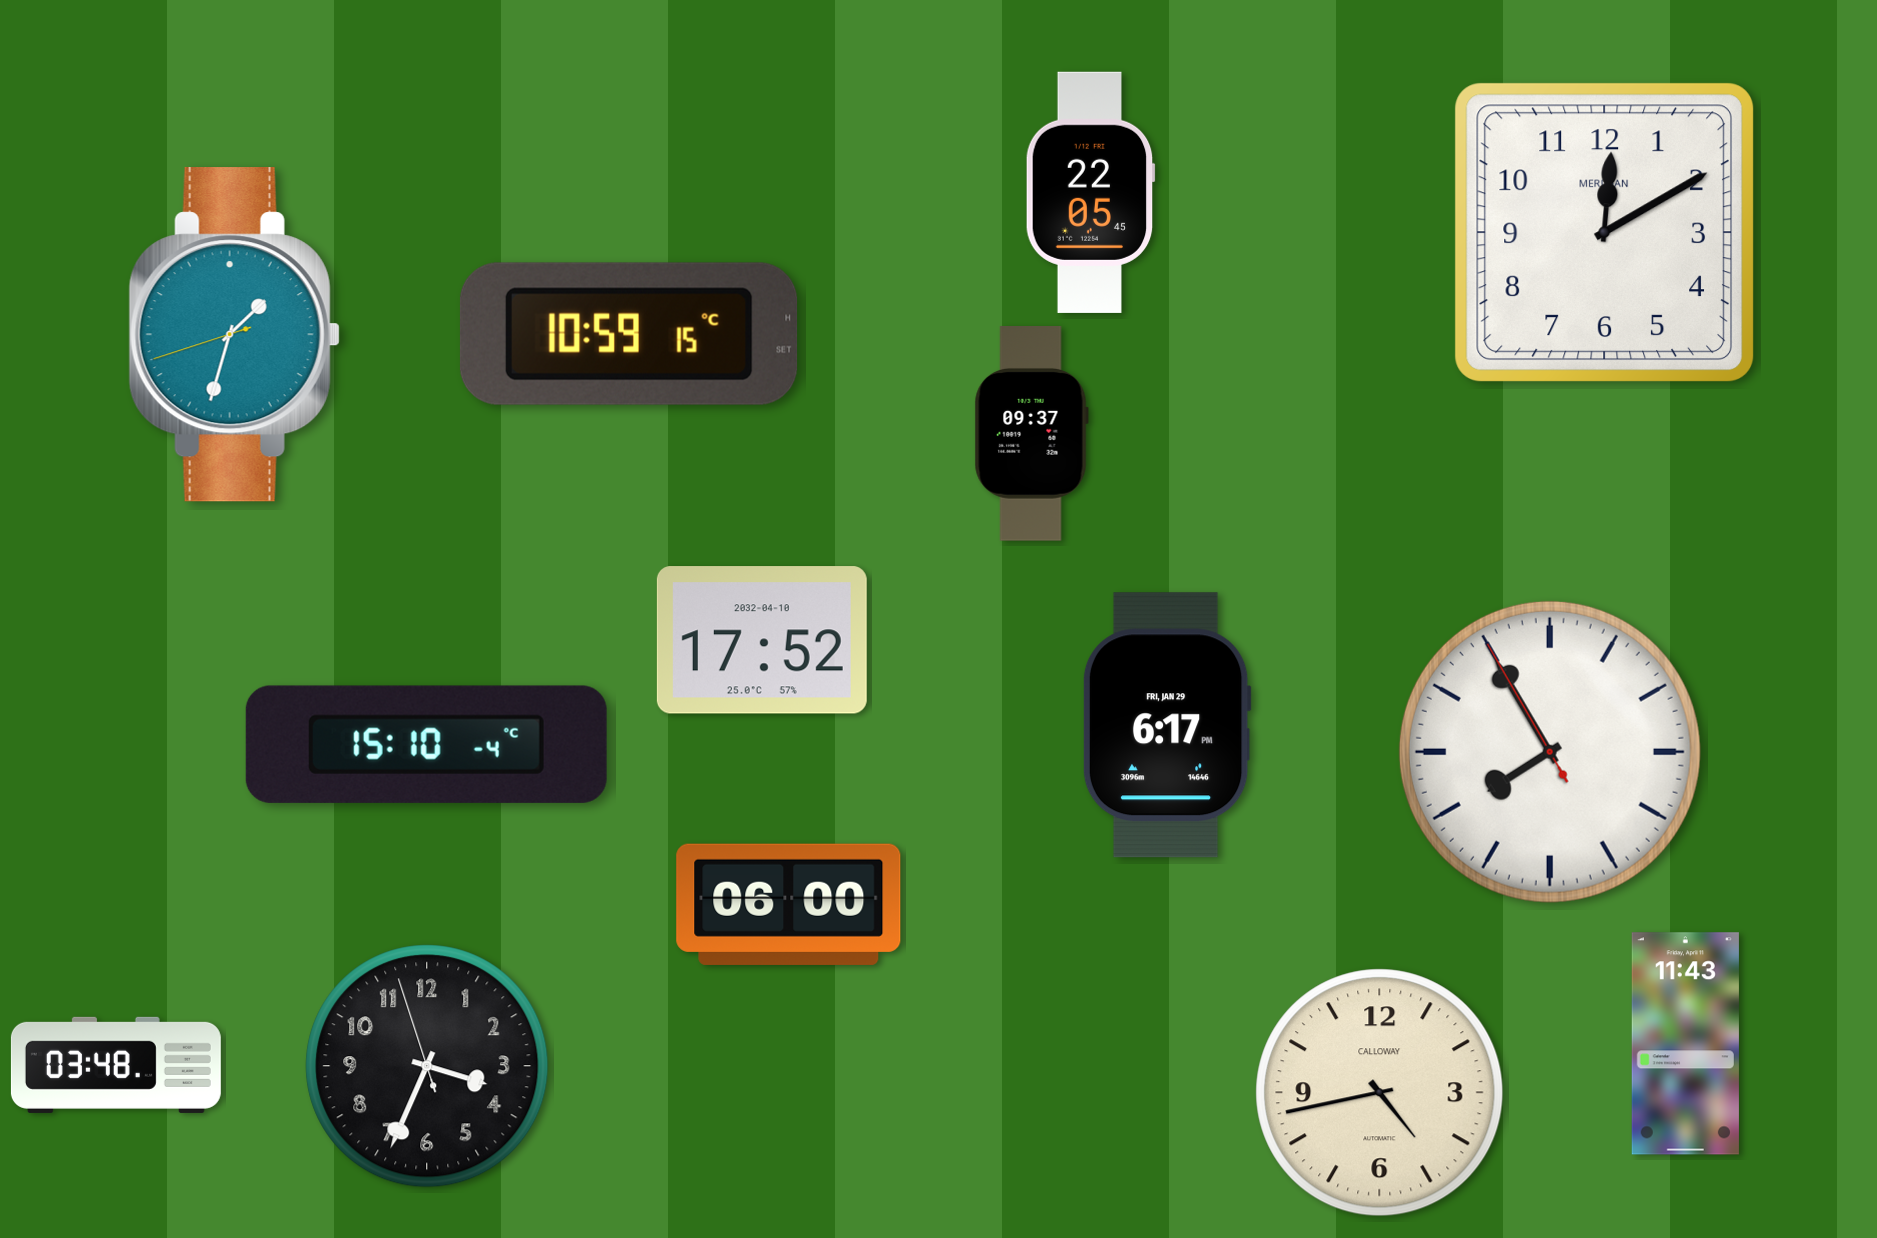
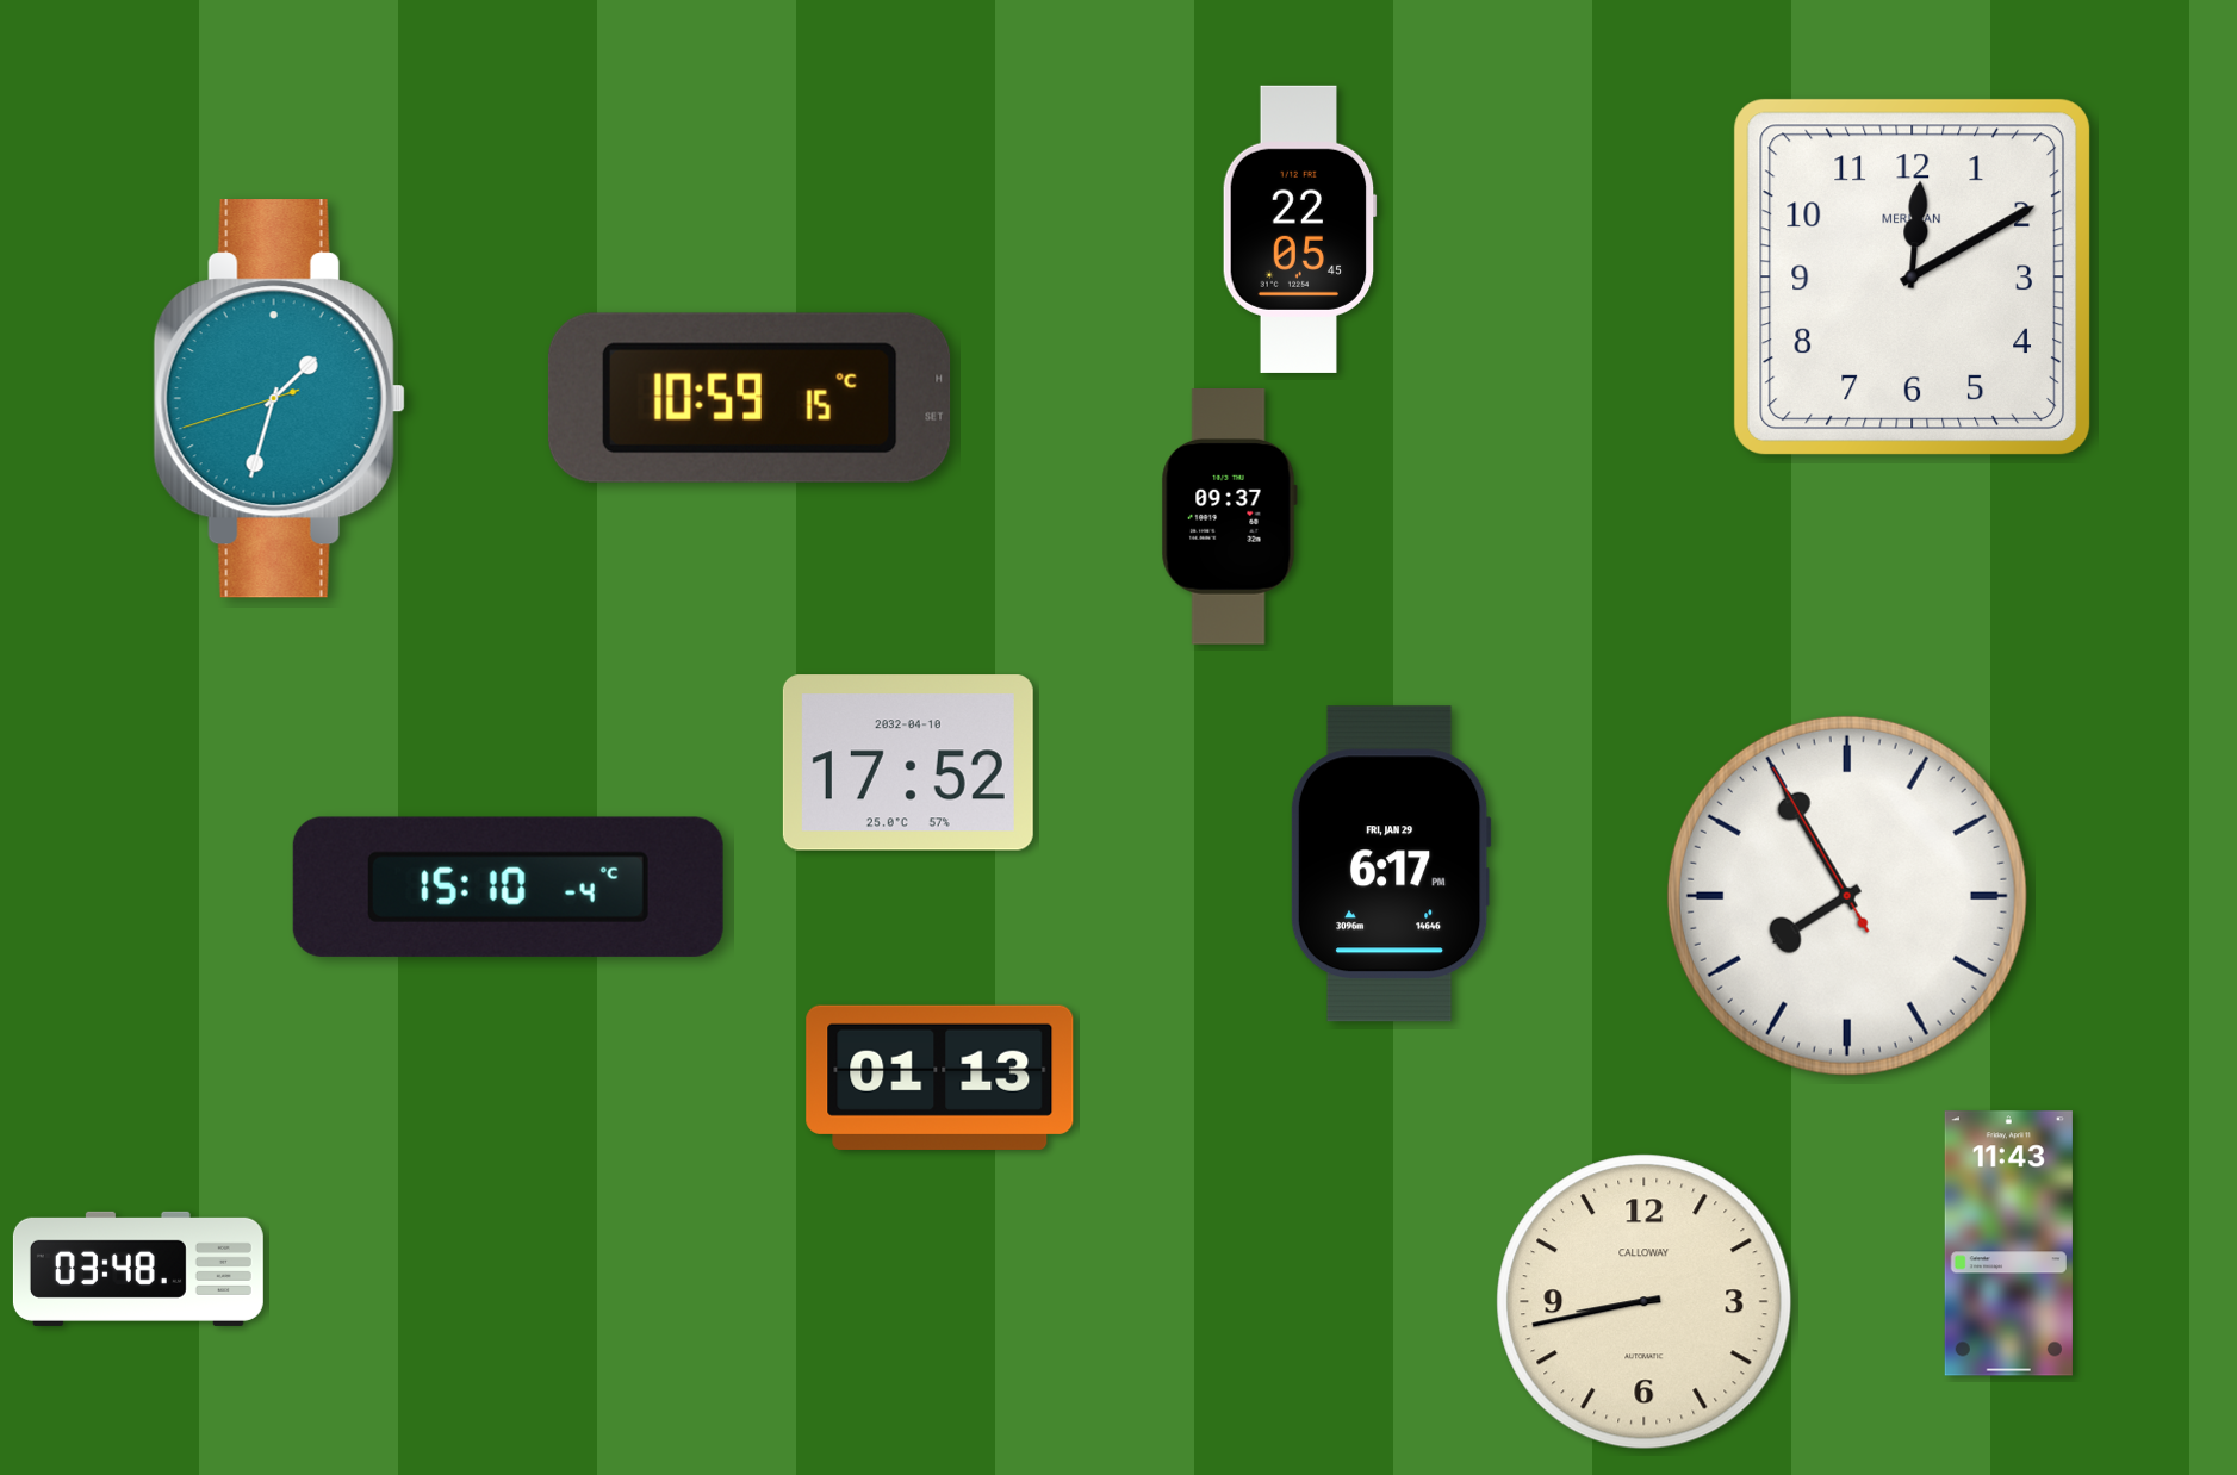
clock at (789, 904): 06:00 -> 01:13
clock at (427, 1066): 3:33 -> none
clock at (1380, 1093): 4:43 -> 8:43
